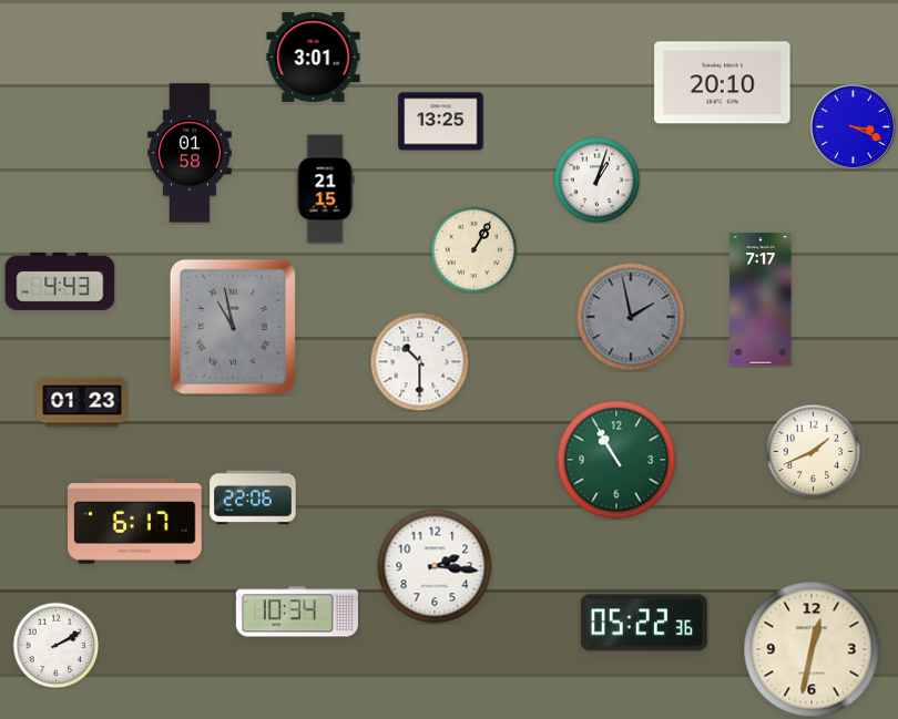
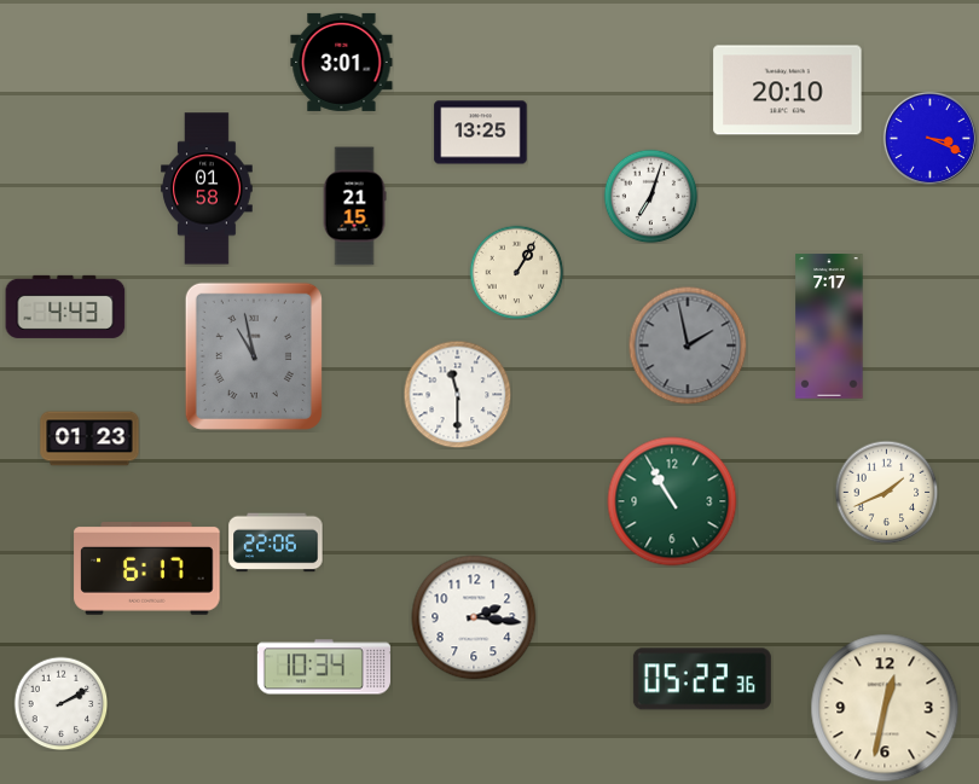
clock at (190, 153) position: (190, 153) -> (207, 188)
clock at (596, 179): 1:03 -> 7:03
clock at (419, 361): 10:30 -> 11:30
